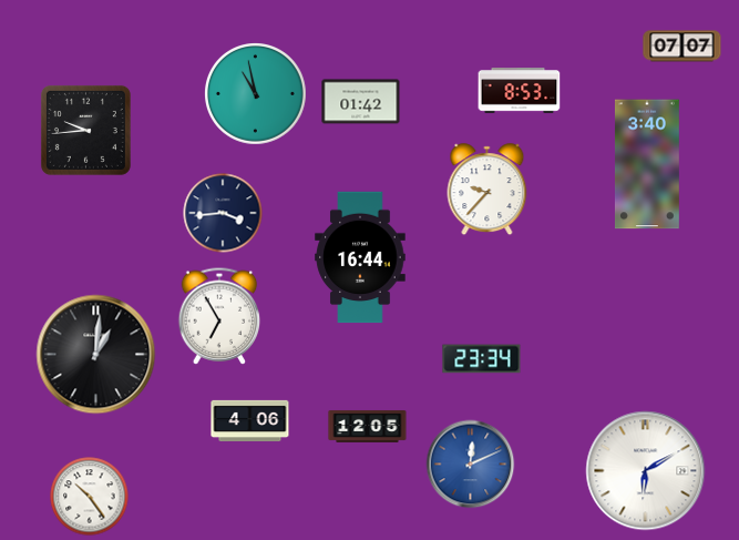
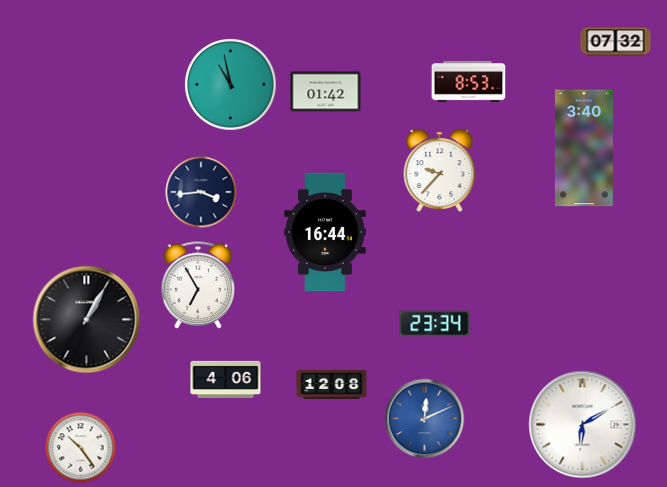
clock at (682, 47): 07:07 -> 07:32
clock at (85, 130): 9:44 -> none
clock at (96, 355): 1:01 -> 1:05
clock at (368, 426): 12:05 -> 12:08
